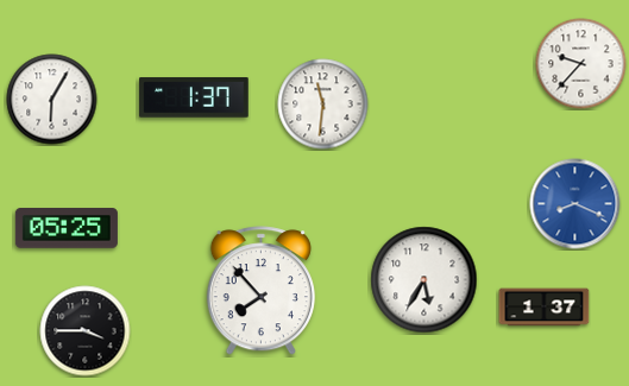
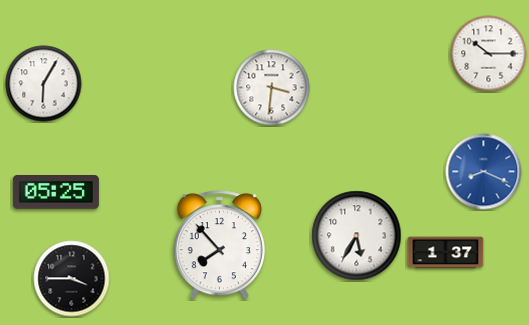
clock at (581, 64): 9:37 -> 10:15
clock at (194, 97): 1:37 -> none
clock at (323, 105): 11:31 -> 3:31
clock at (545, 308) position: (545, 308) -> (446, 253)
